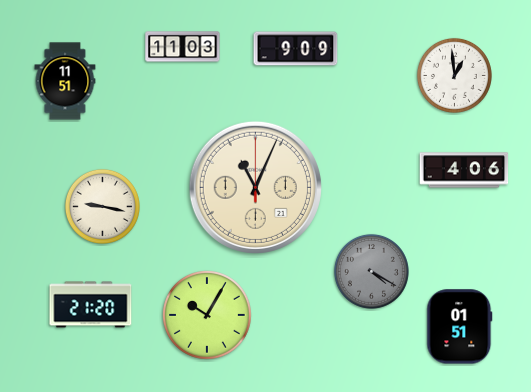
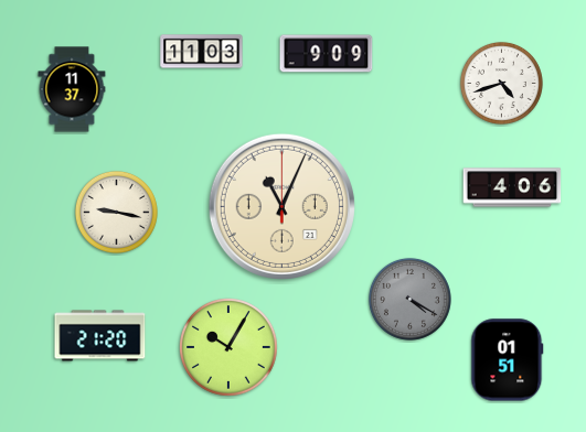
clock at (454, 75): 12:59 -> 4:42
clock at (65, 81): 11:51 -> 11:37
clock at (102, 206) position: (102, 206) -> (116, 212)
